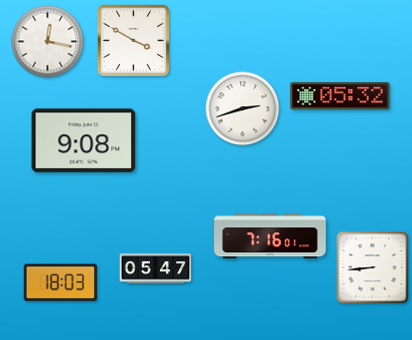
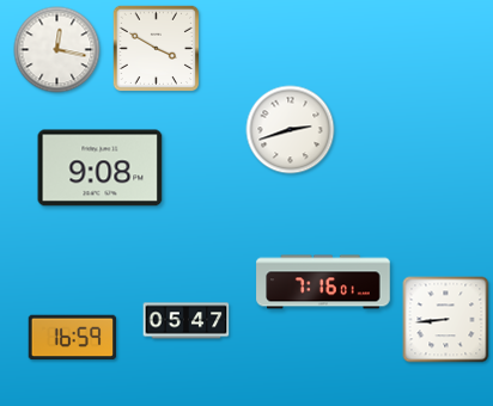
clock at (134, 41) position: (134, 41) -> (157, 49)
clock at (340, 96): 05:32 -> none
clock at (61, 283): 18:03 -> 16:59
